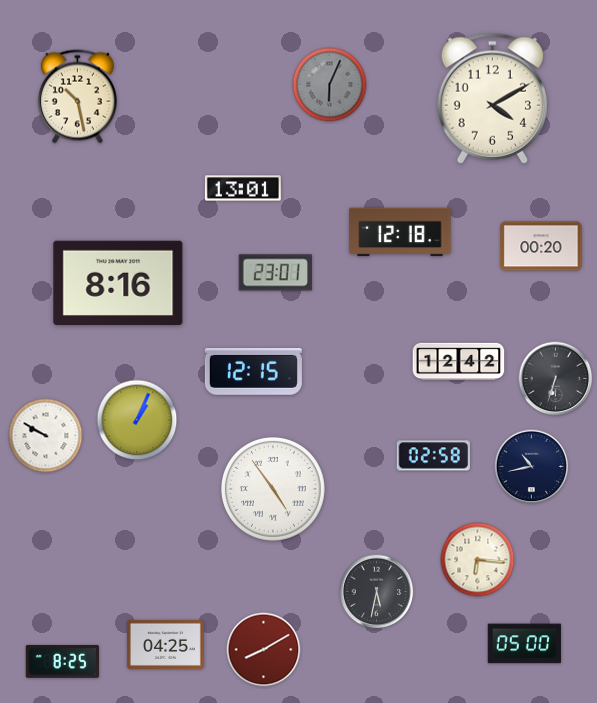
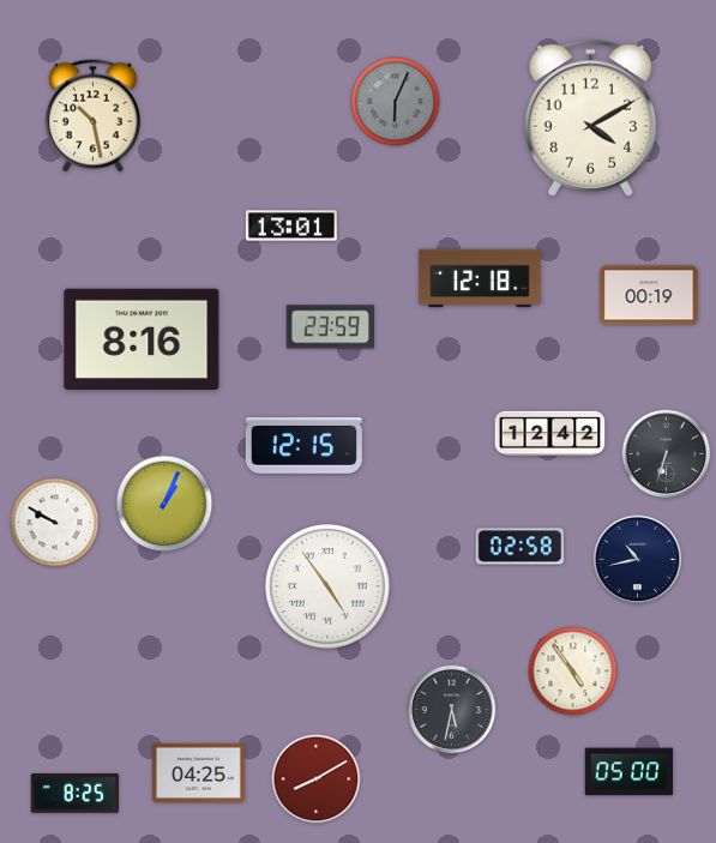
clock at (541, 246): 00:20 -> 00:19
clock at (275, 273): 23:01 -> 23:59
clock at (478, 560): 6:16 -> 4:54
